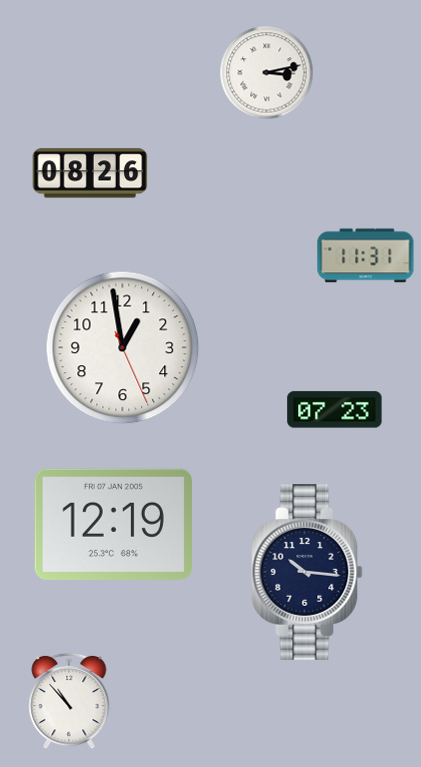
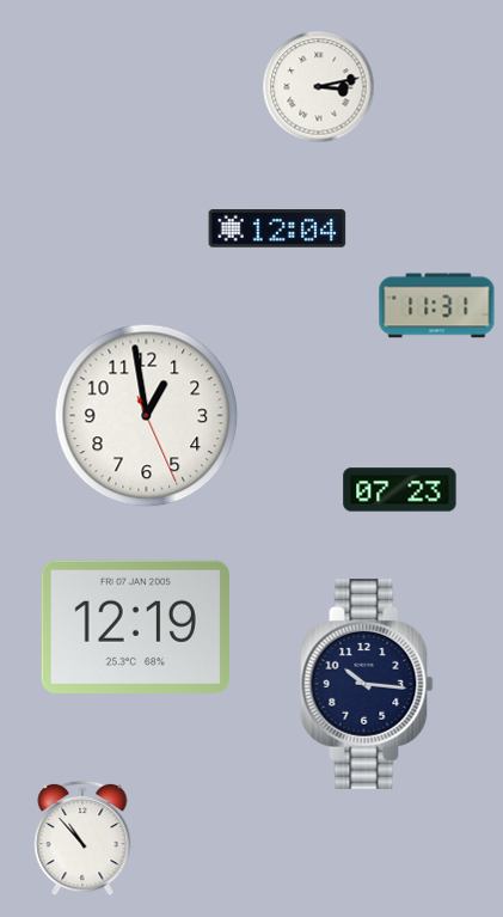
clock at (90, 173): 08:26 -> none
clock at (277, 230): none -> 12:04
